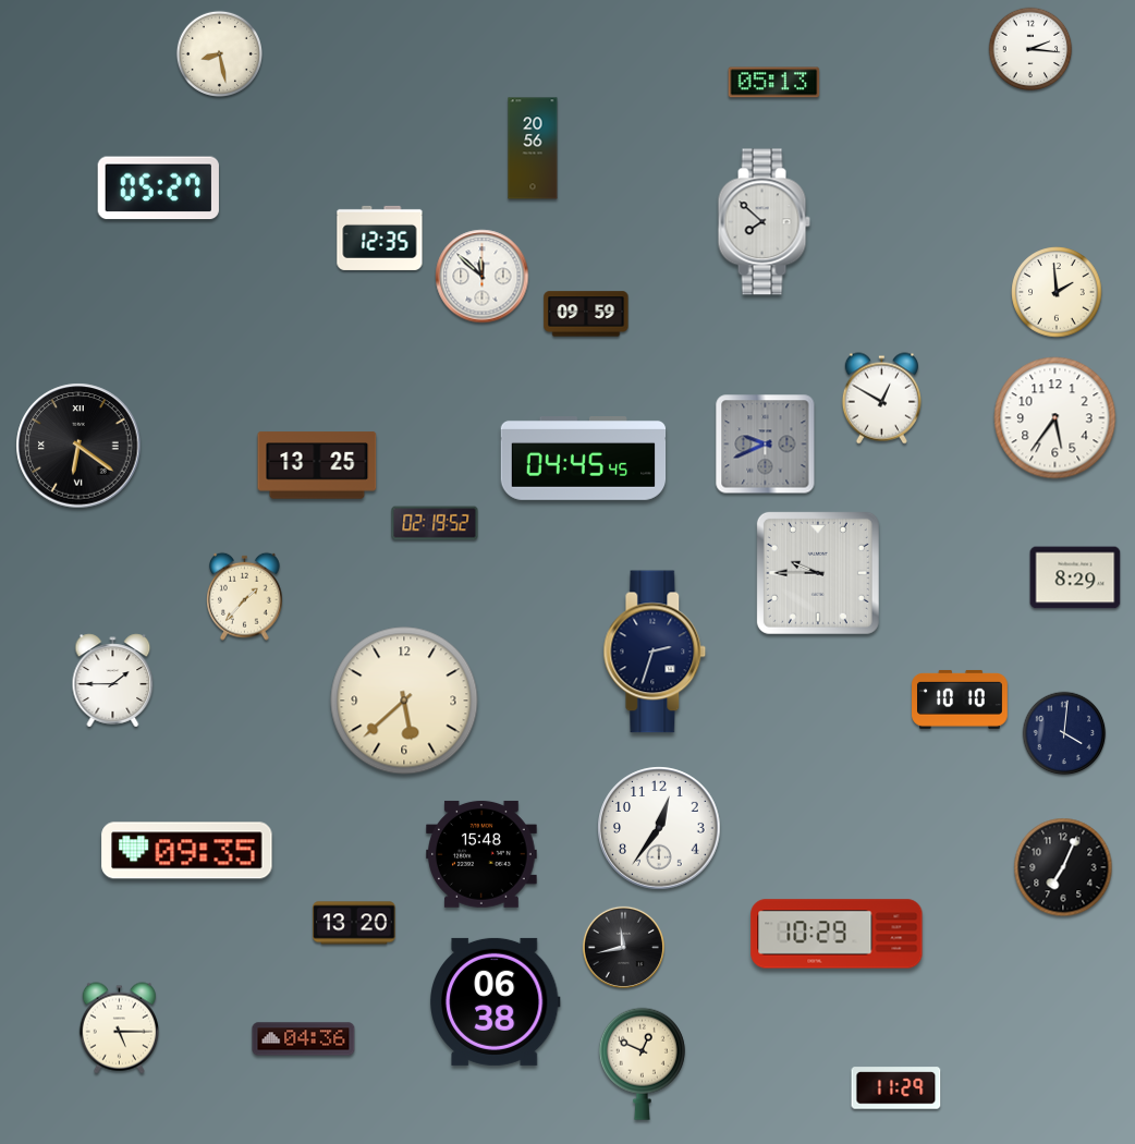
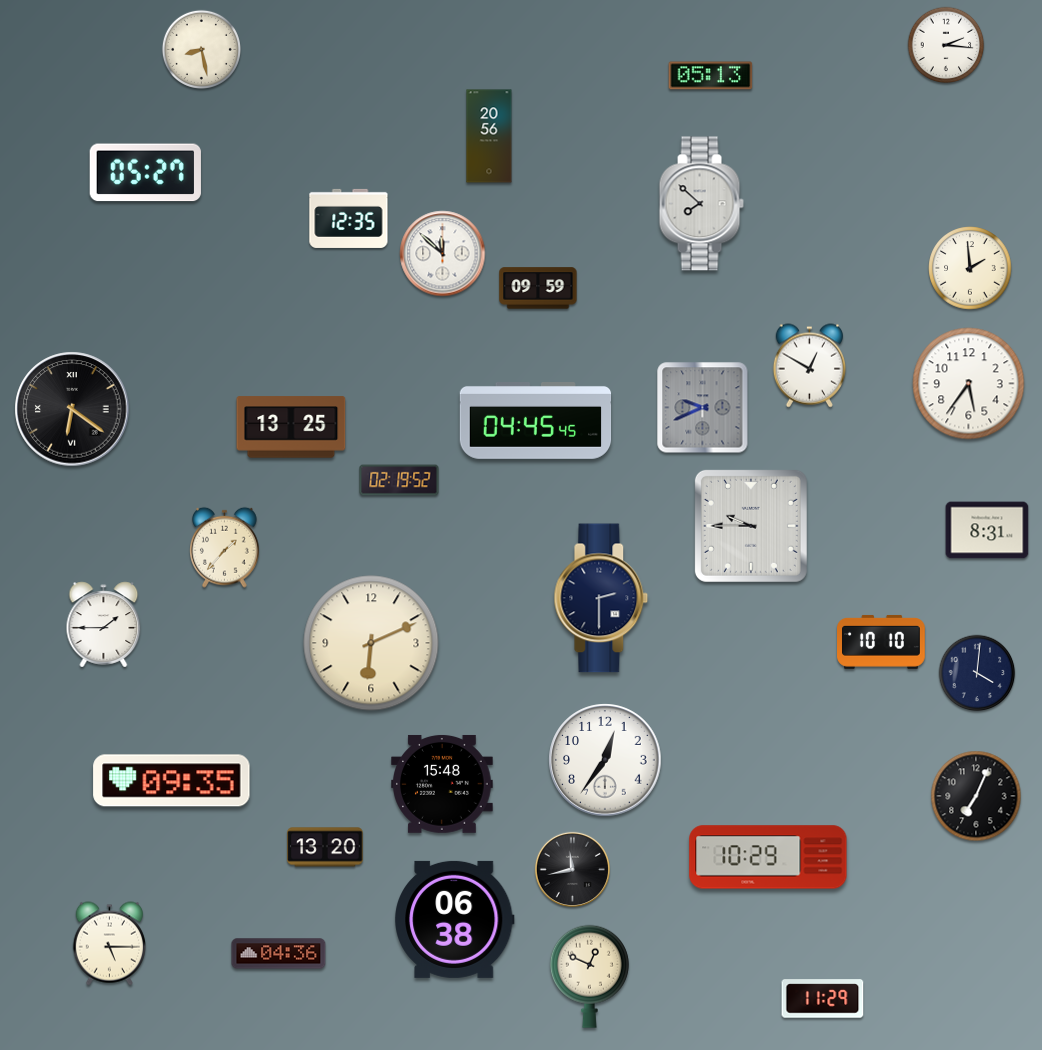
clock at (1075, 577): 8:29 -> 8:31
clock at (655, 652): 2:33 -> 2:30
clock at (404, 701): 5:38 -> 6:11
